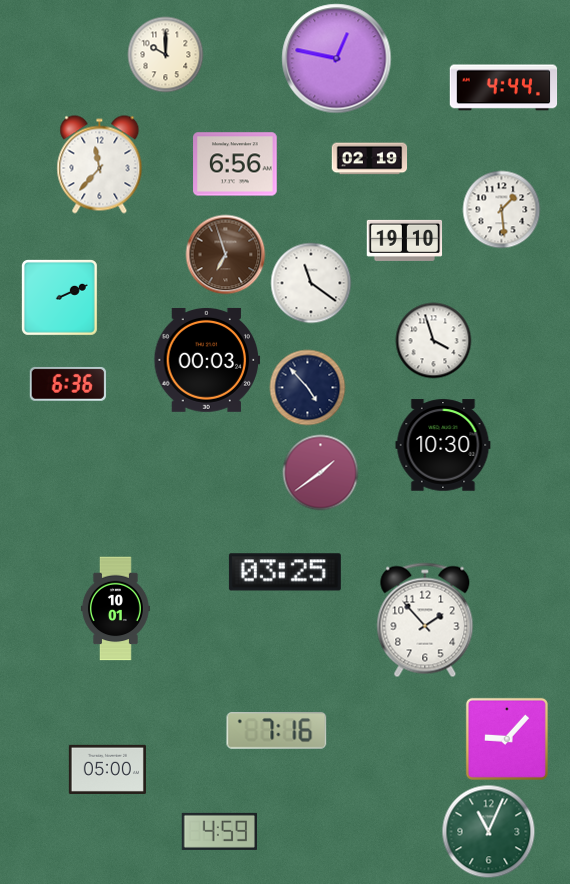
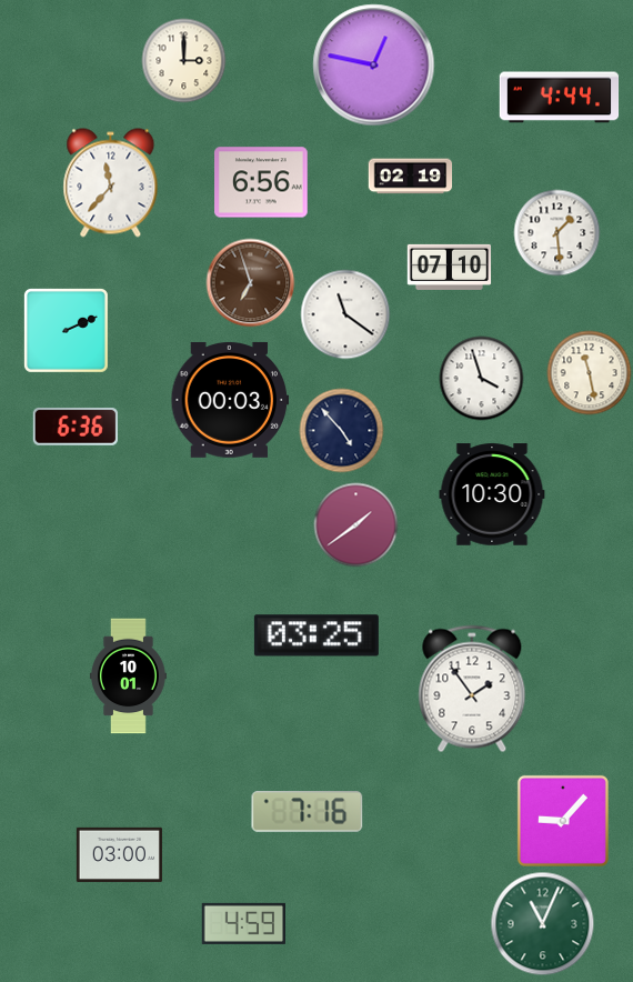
clock at (166, 55): 10:00 -> 3:00
clock at (405, 240): 19:10 -> 07:10
clock at (590, 373): none -> 11:28
clock at (425, 620): 1:53 -> 1:54
clock at (107, 769): 05:00 -> 03:00
